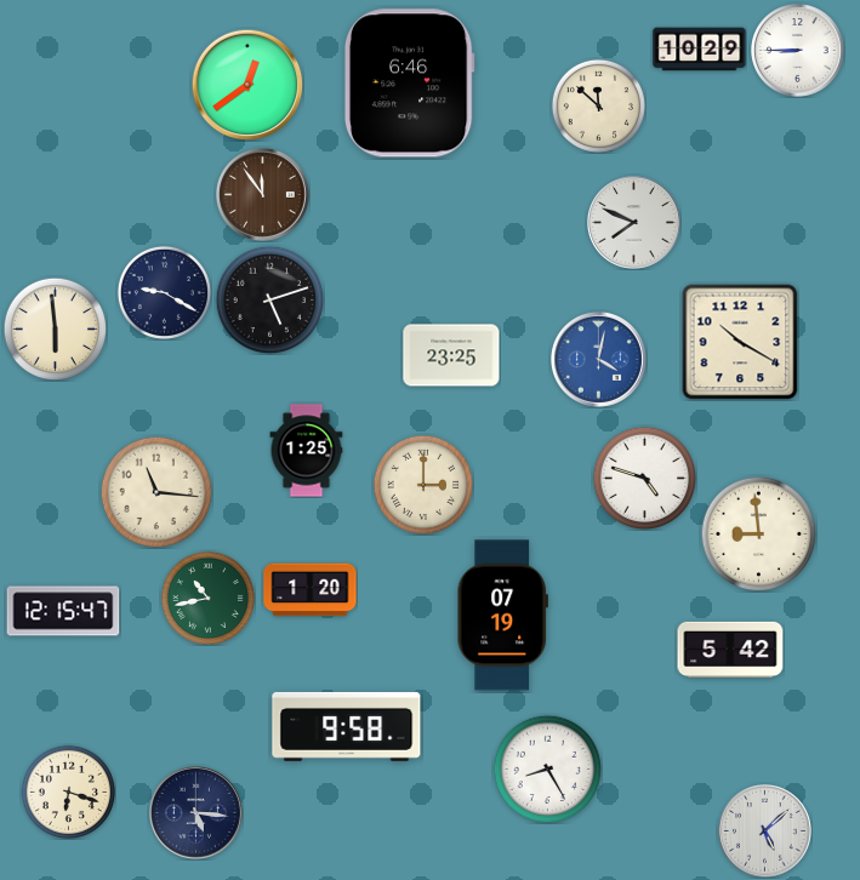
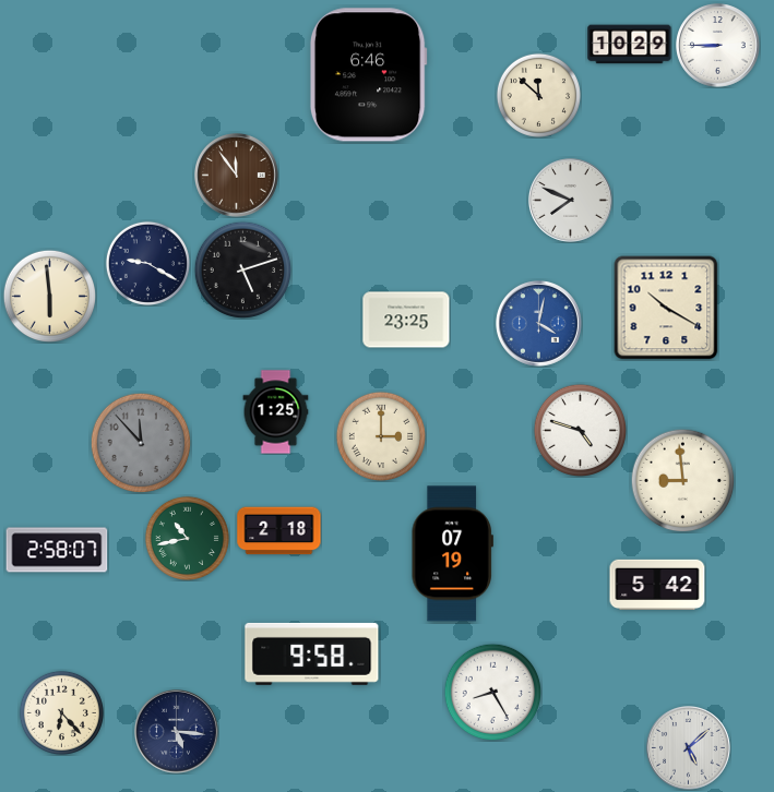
clock at (247, 85): 12:39 -> none
clock at (307, 451) position: (307, 451) -> (276, 412)
clock at (156, 492): 11:16 -> 11:53
clock at (156, 492) dial: cream -> grey
clock at (311, 590): 1:20 -> 2:18
clock at (63, 611): 12:15 -> 2:58
clock at (68, 792): 6:18 -> 6:23
